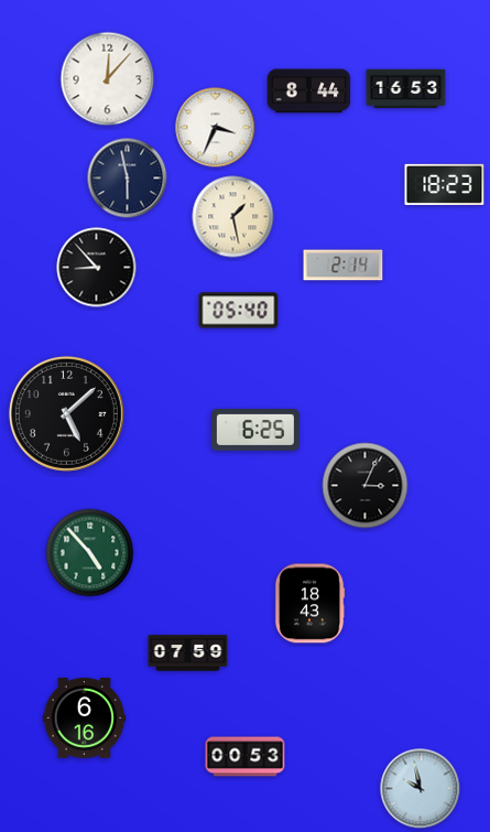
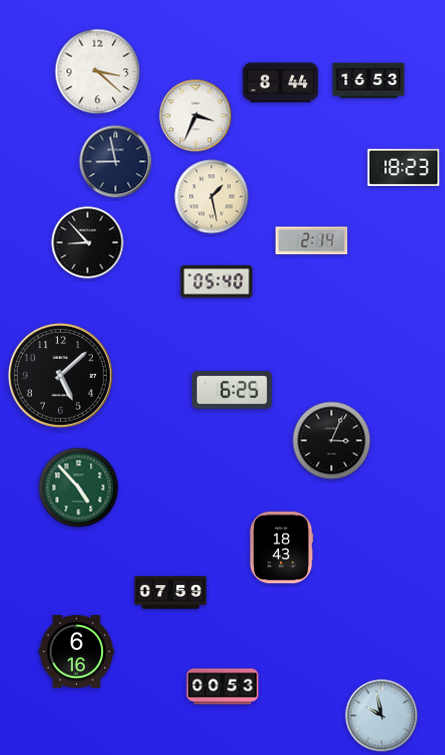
clock at (108, 79): 12:07 -> 3:22
clock at (128, 179): 5:58 -> 8:58
clock at (90, 553) position: (90, 553) -> (79, 488)
